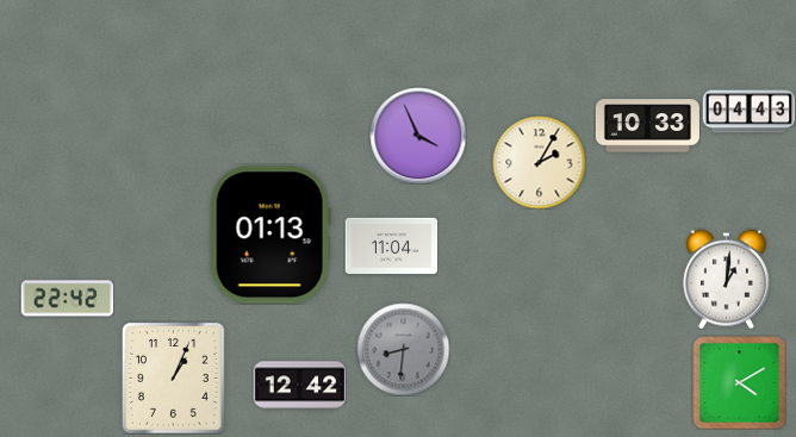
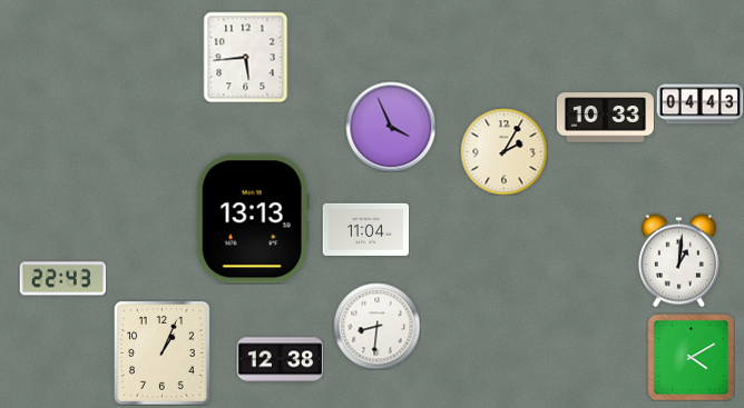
clock at (246, 57): none -> 5:44
clock at (270, 235): 01:13 -> 13:13
clock at (67, 299): 22:42 -> 22:43
clock at (403, 349) dial: grey -> white
clock at (299, 386): 12:42 -> 12:38
